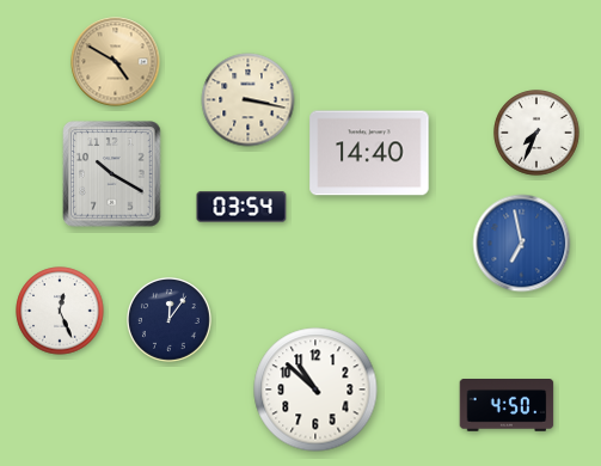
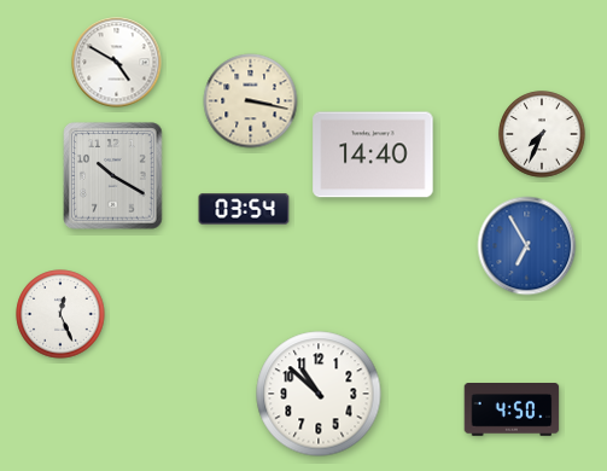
clock at (116, 62) dial: champagne -> white
clock at (522, 244): 6:58 -> 6:55
clock at (170, 320): 12:06 -> none
